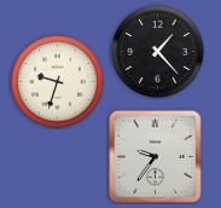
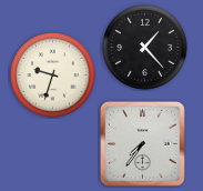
clock at (155, 156): 9:36 -> 7:36
